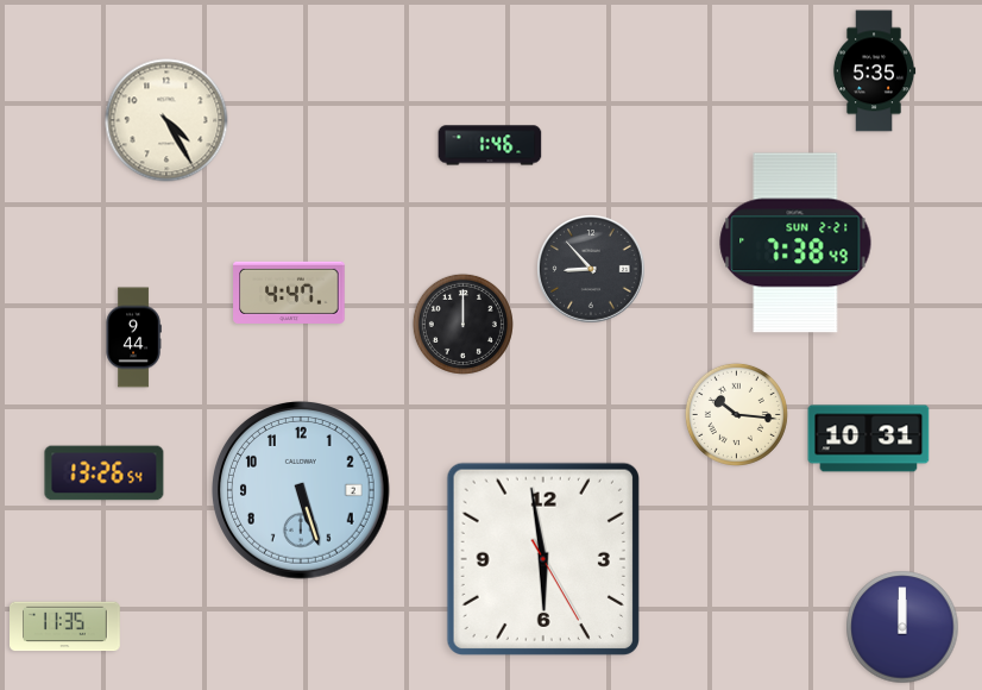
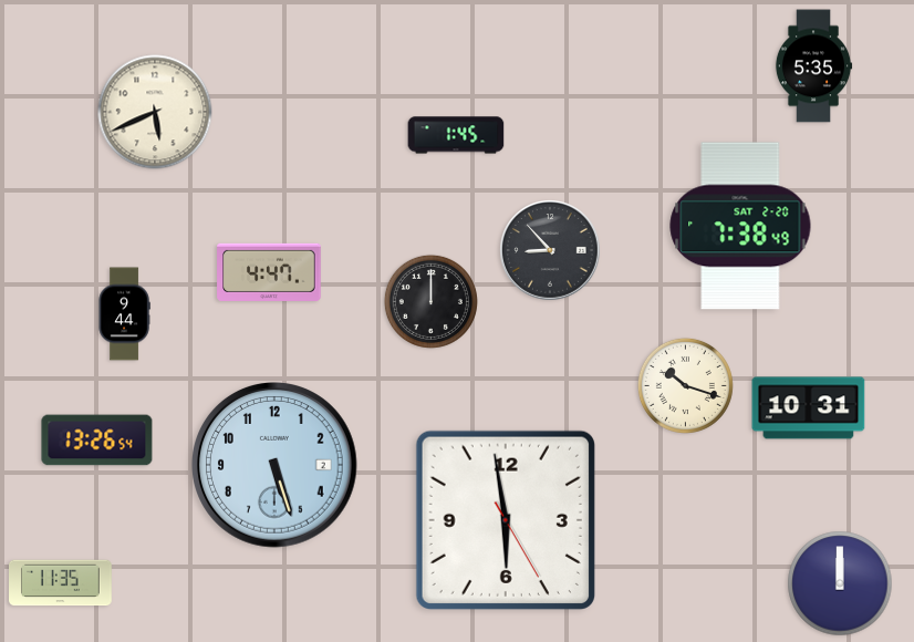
clock at (166, 120): 4:25 -> 5:41
clock at (490, 145): 1:46 -> 1:45
clock at (795, 243) date: SUN 2-21 -> SAT 2-20
clock at (736, 414): 10:16 -> 10:18
clock at (301, 490) position: (301, 490) -> (274, 465)
